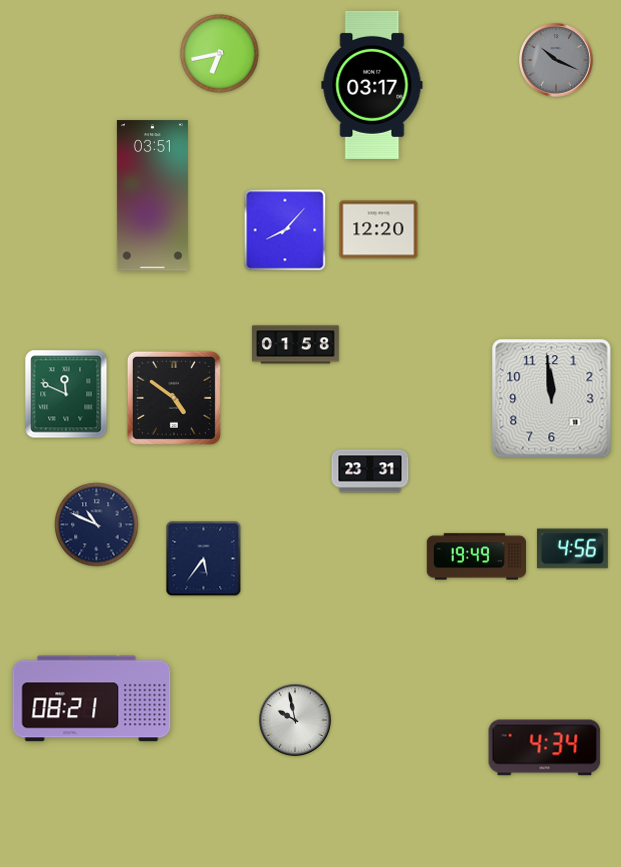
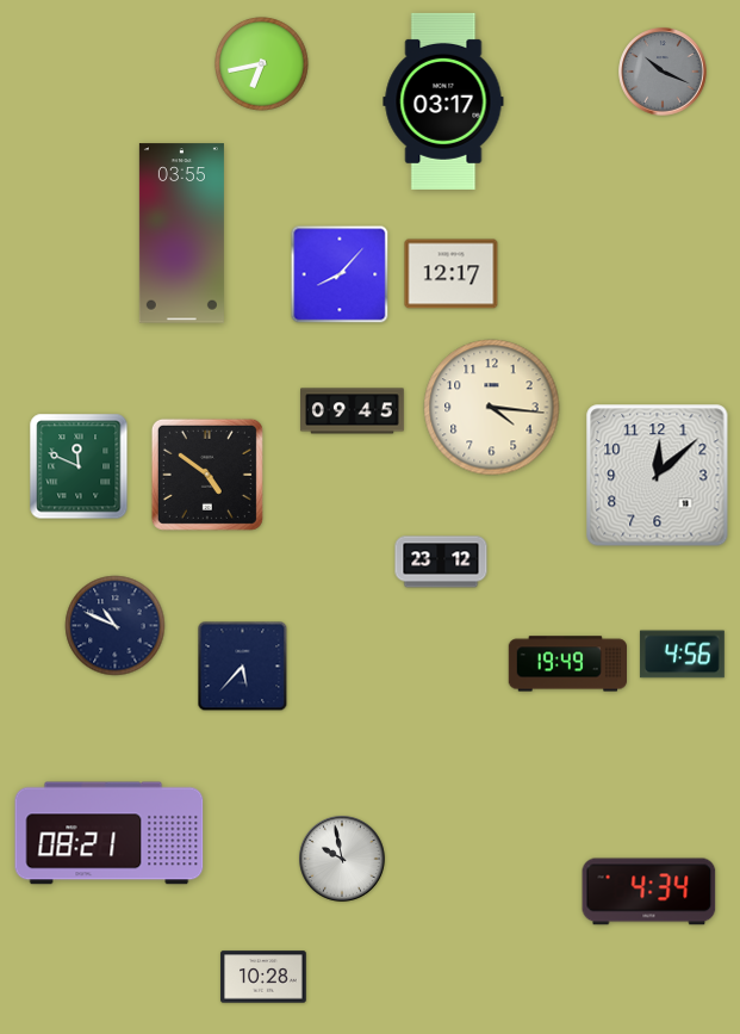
clock at (152, 196): 03:51 -> 03:55
clock at (379, 230): 12:20 -> 12:17
clock at (492, 408): none -> 4:16
clock at (296, 345): 01:58 -> 09:45
clock at (66, 394) position: (66, 394) -> (79, 466)
clock at (552, 399): 11:59 -> 12:08
clock at (370, 471): 23:31 -> 23:12
clock at (204, 559): 5:36 -> 5:37
clock at (296, 721) position: (296, 721) -> (343, 860)
clock at (263, 977): none -> 10:28
